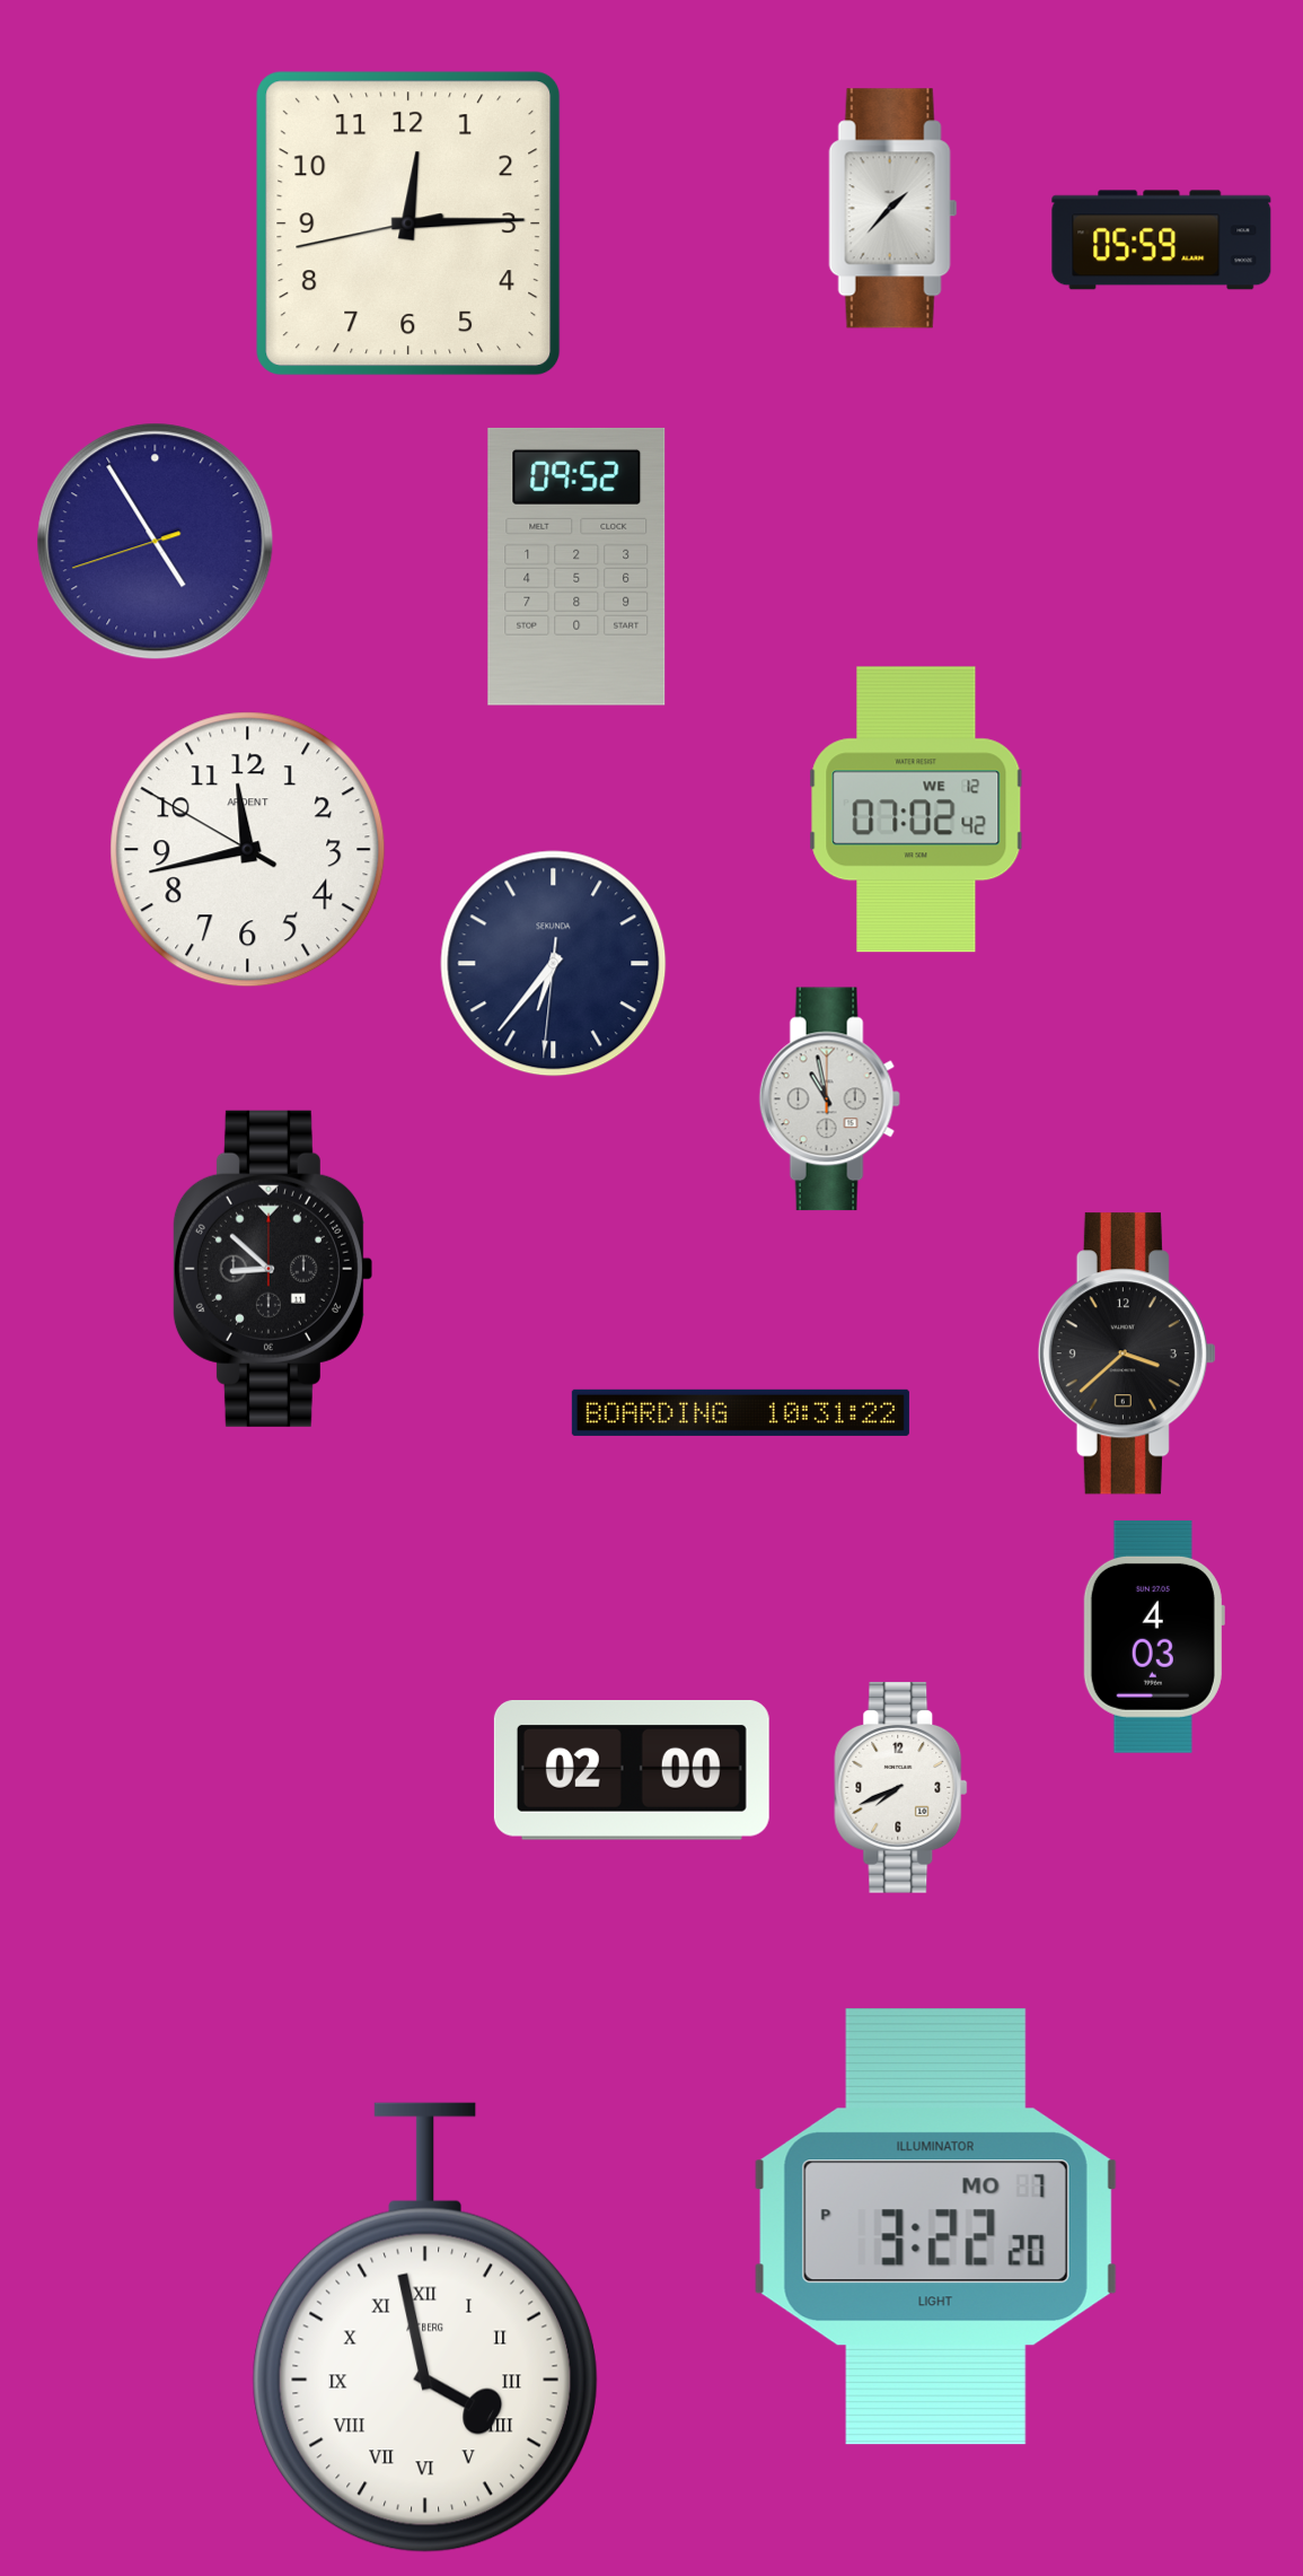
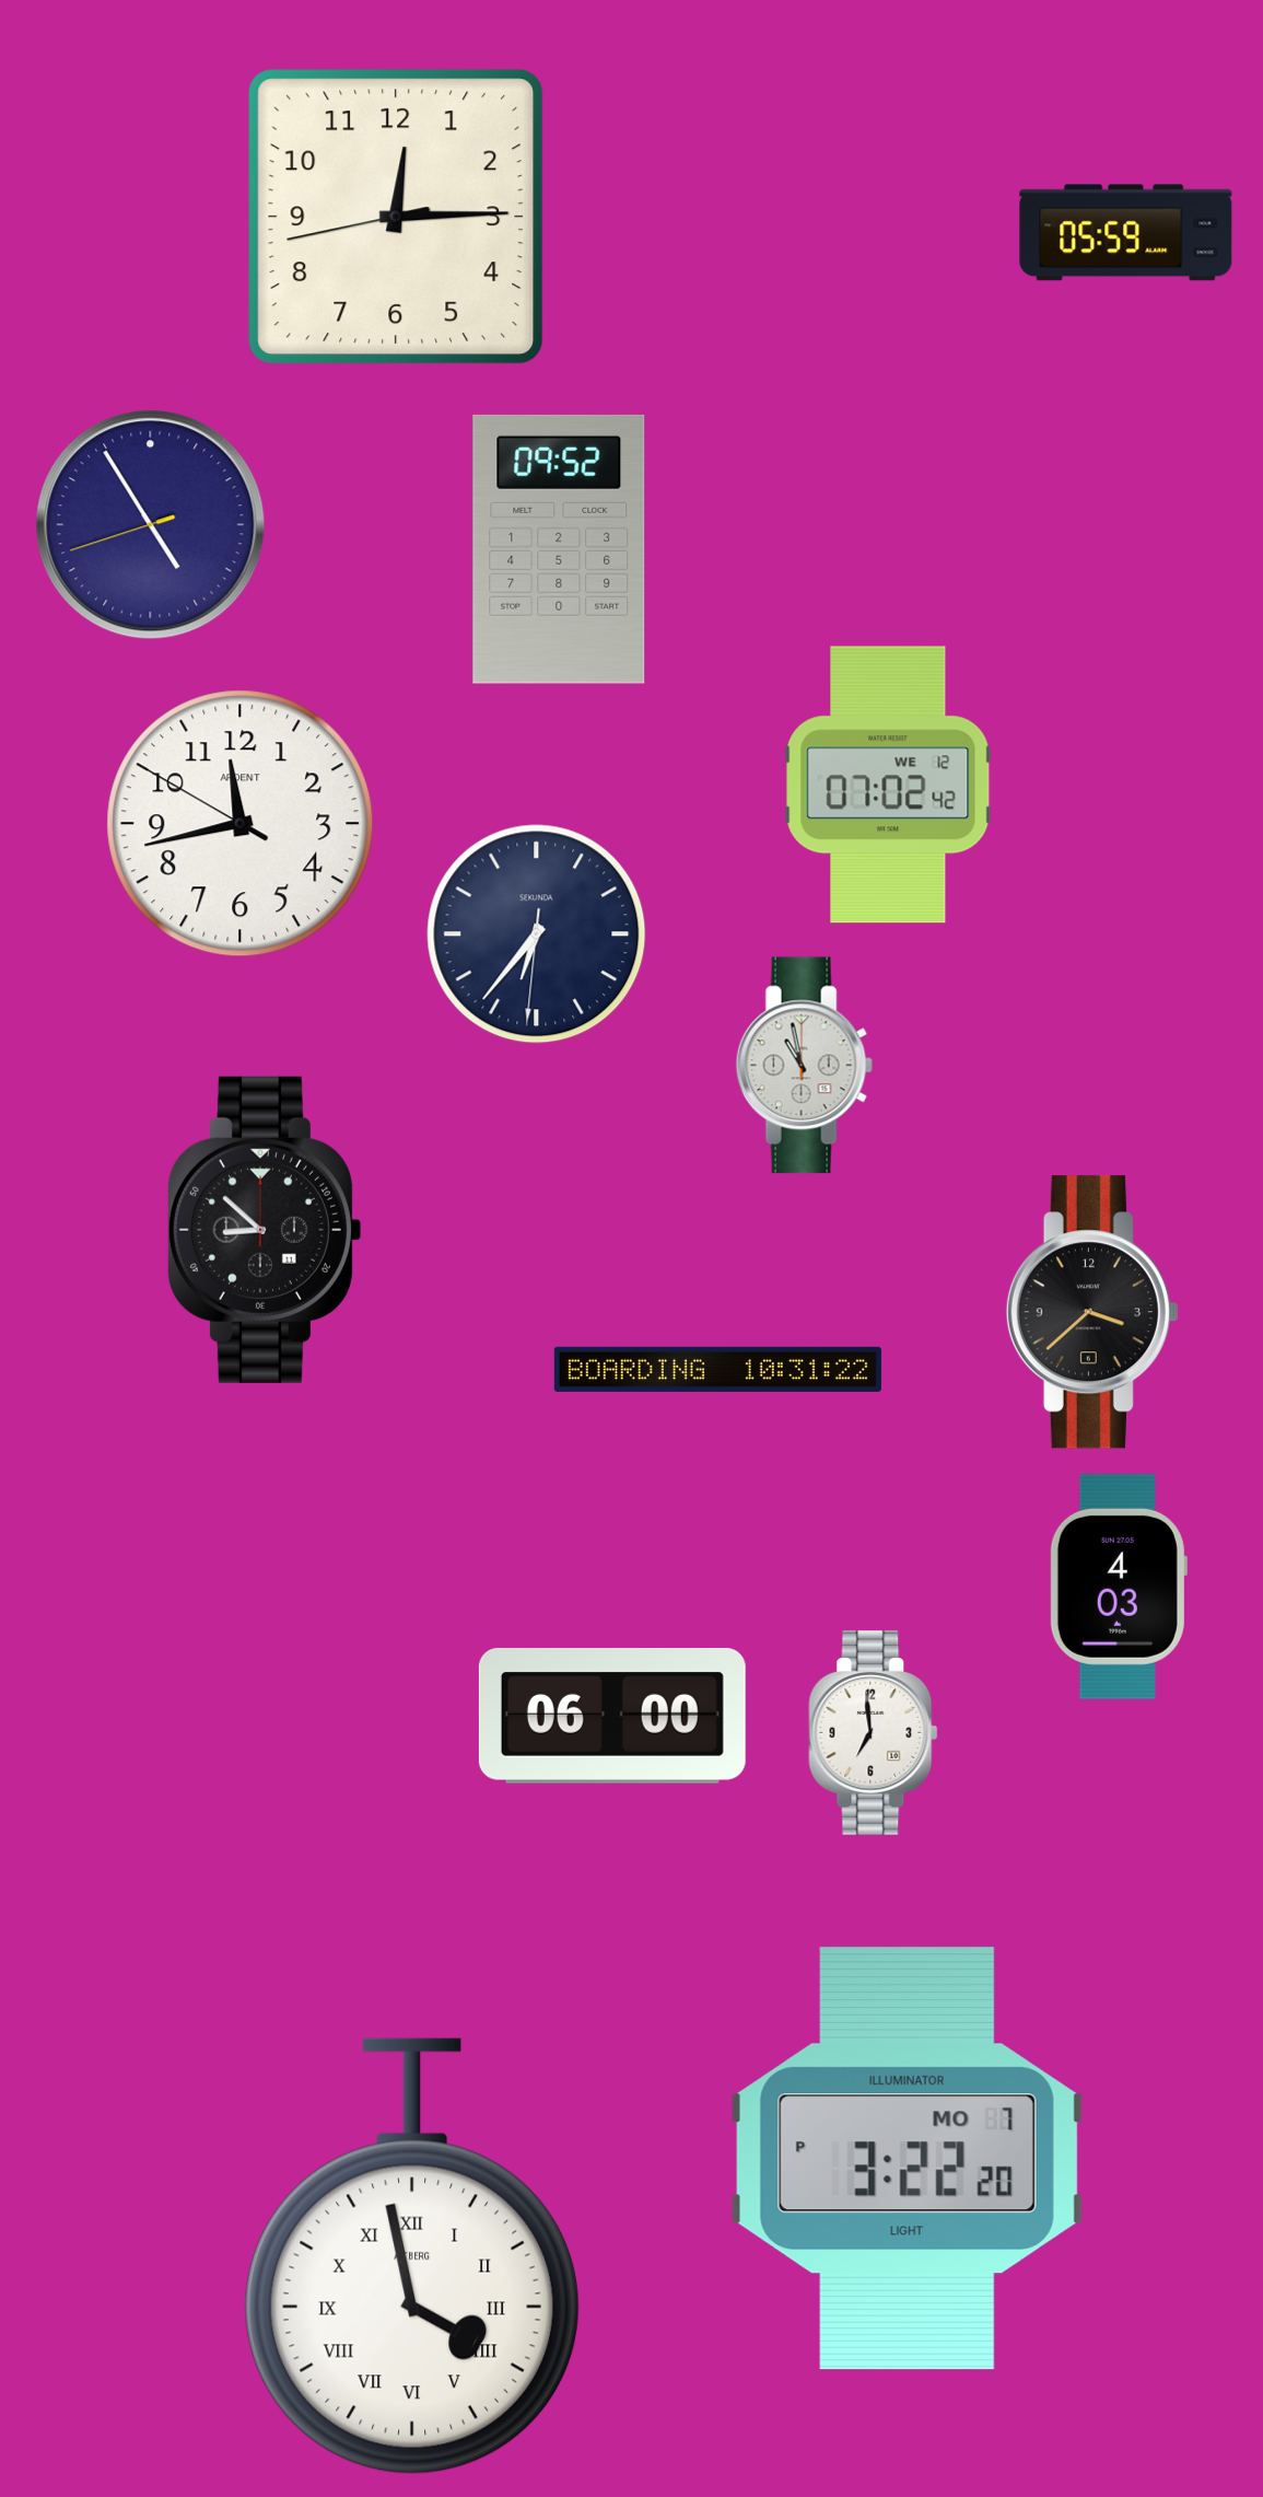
clock at (893, 209): 1:37 -> none
clock at (632, 1771): 02:00 -> 06:00
clock at (901, 1787): 7:41 -> 6:59
